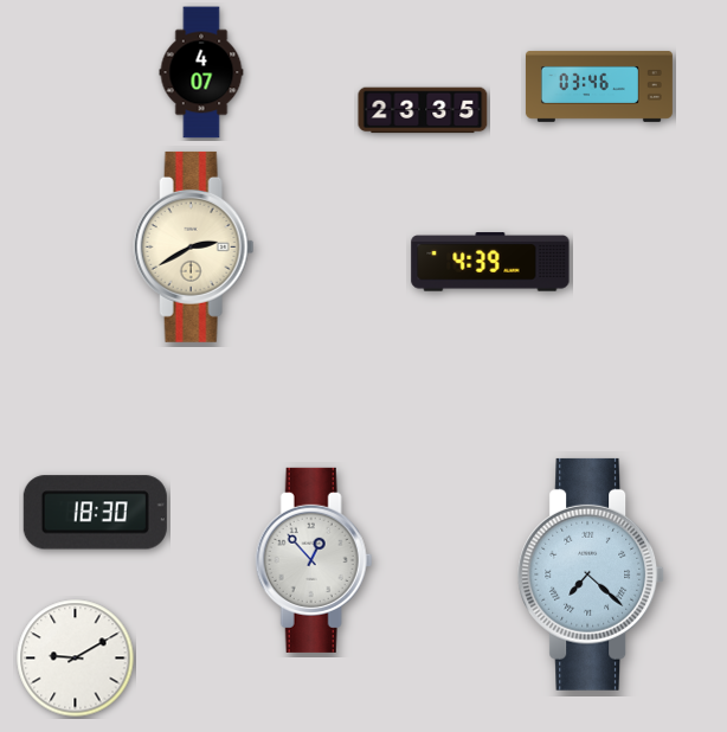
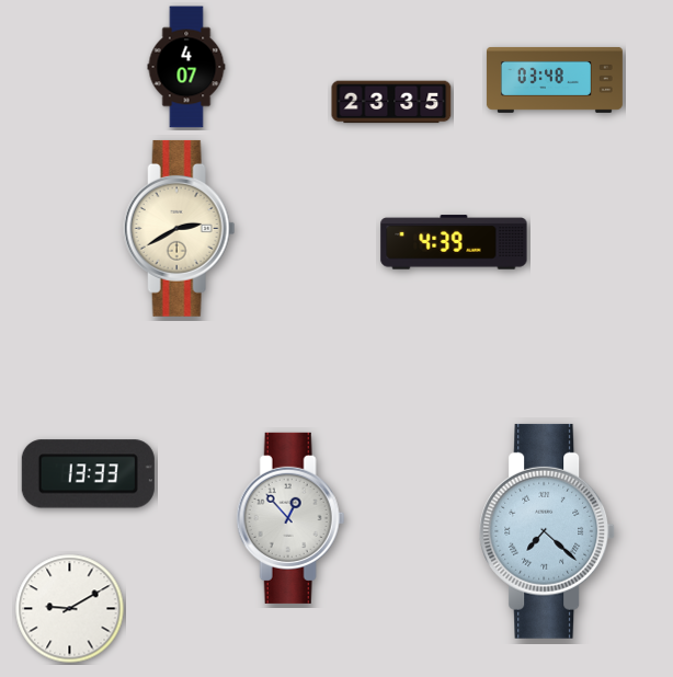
clock at (599, 86): 03:46 -> 03:48
clock at (95, 513): 18:30 -> 13:33
